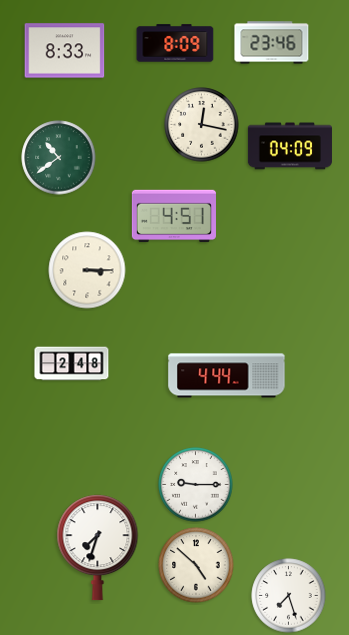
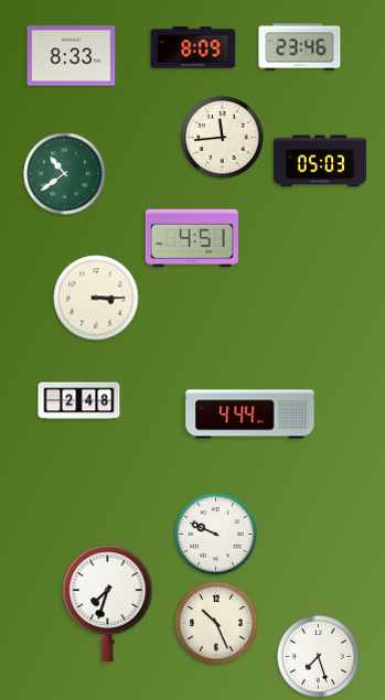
clock at (202, 125): 12:17 -> 11:44
clock at (290, 146): 04:09 -> 05:03
clock at (196, 485): 9:15 -> 9:49
clock at (196, 565): 4:52 -> 10:26
